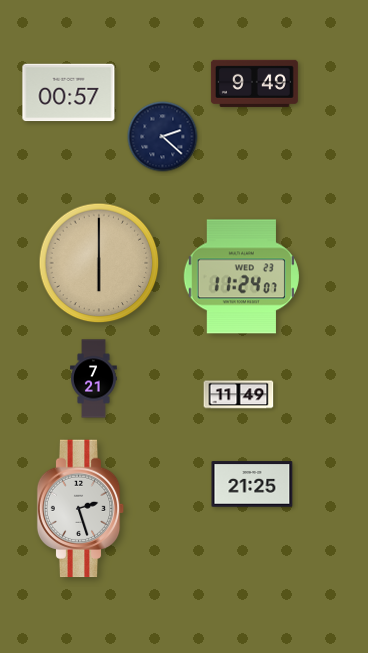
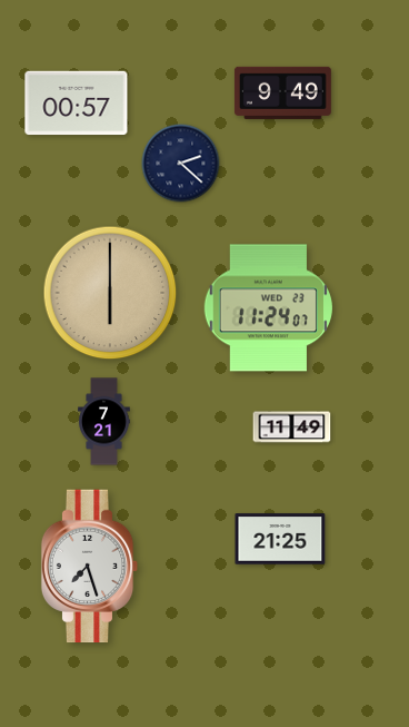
clock at (163, 137) position: (163, 137) -> (181, 164)
clock at (239, 395) position: (239, 395) -> (292, 428)
clock at (81, 509): 2:27 -> 7:27
